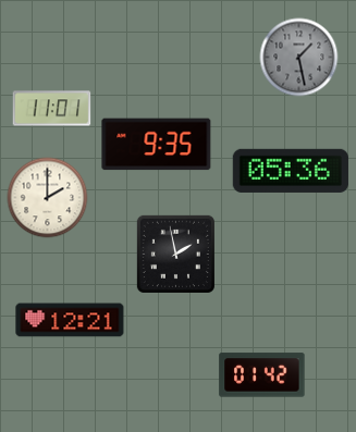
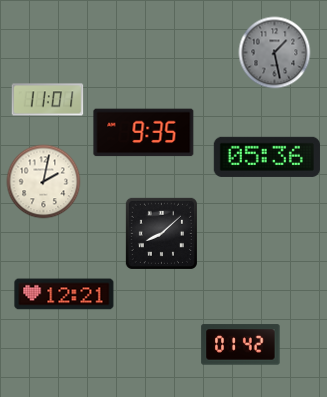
clock at (48, 198): 2:00 -> 2:02
clock at (175, 254): 1:58 -> 8:08
